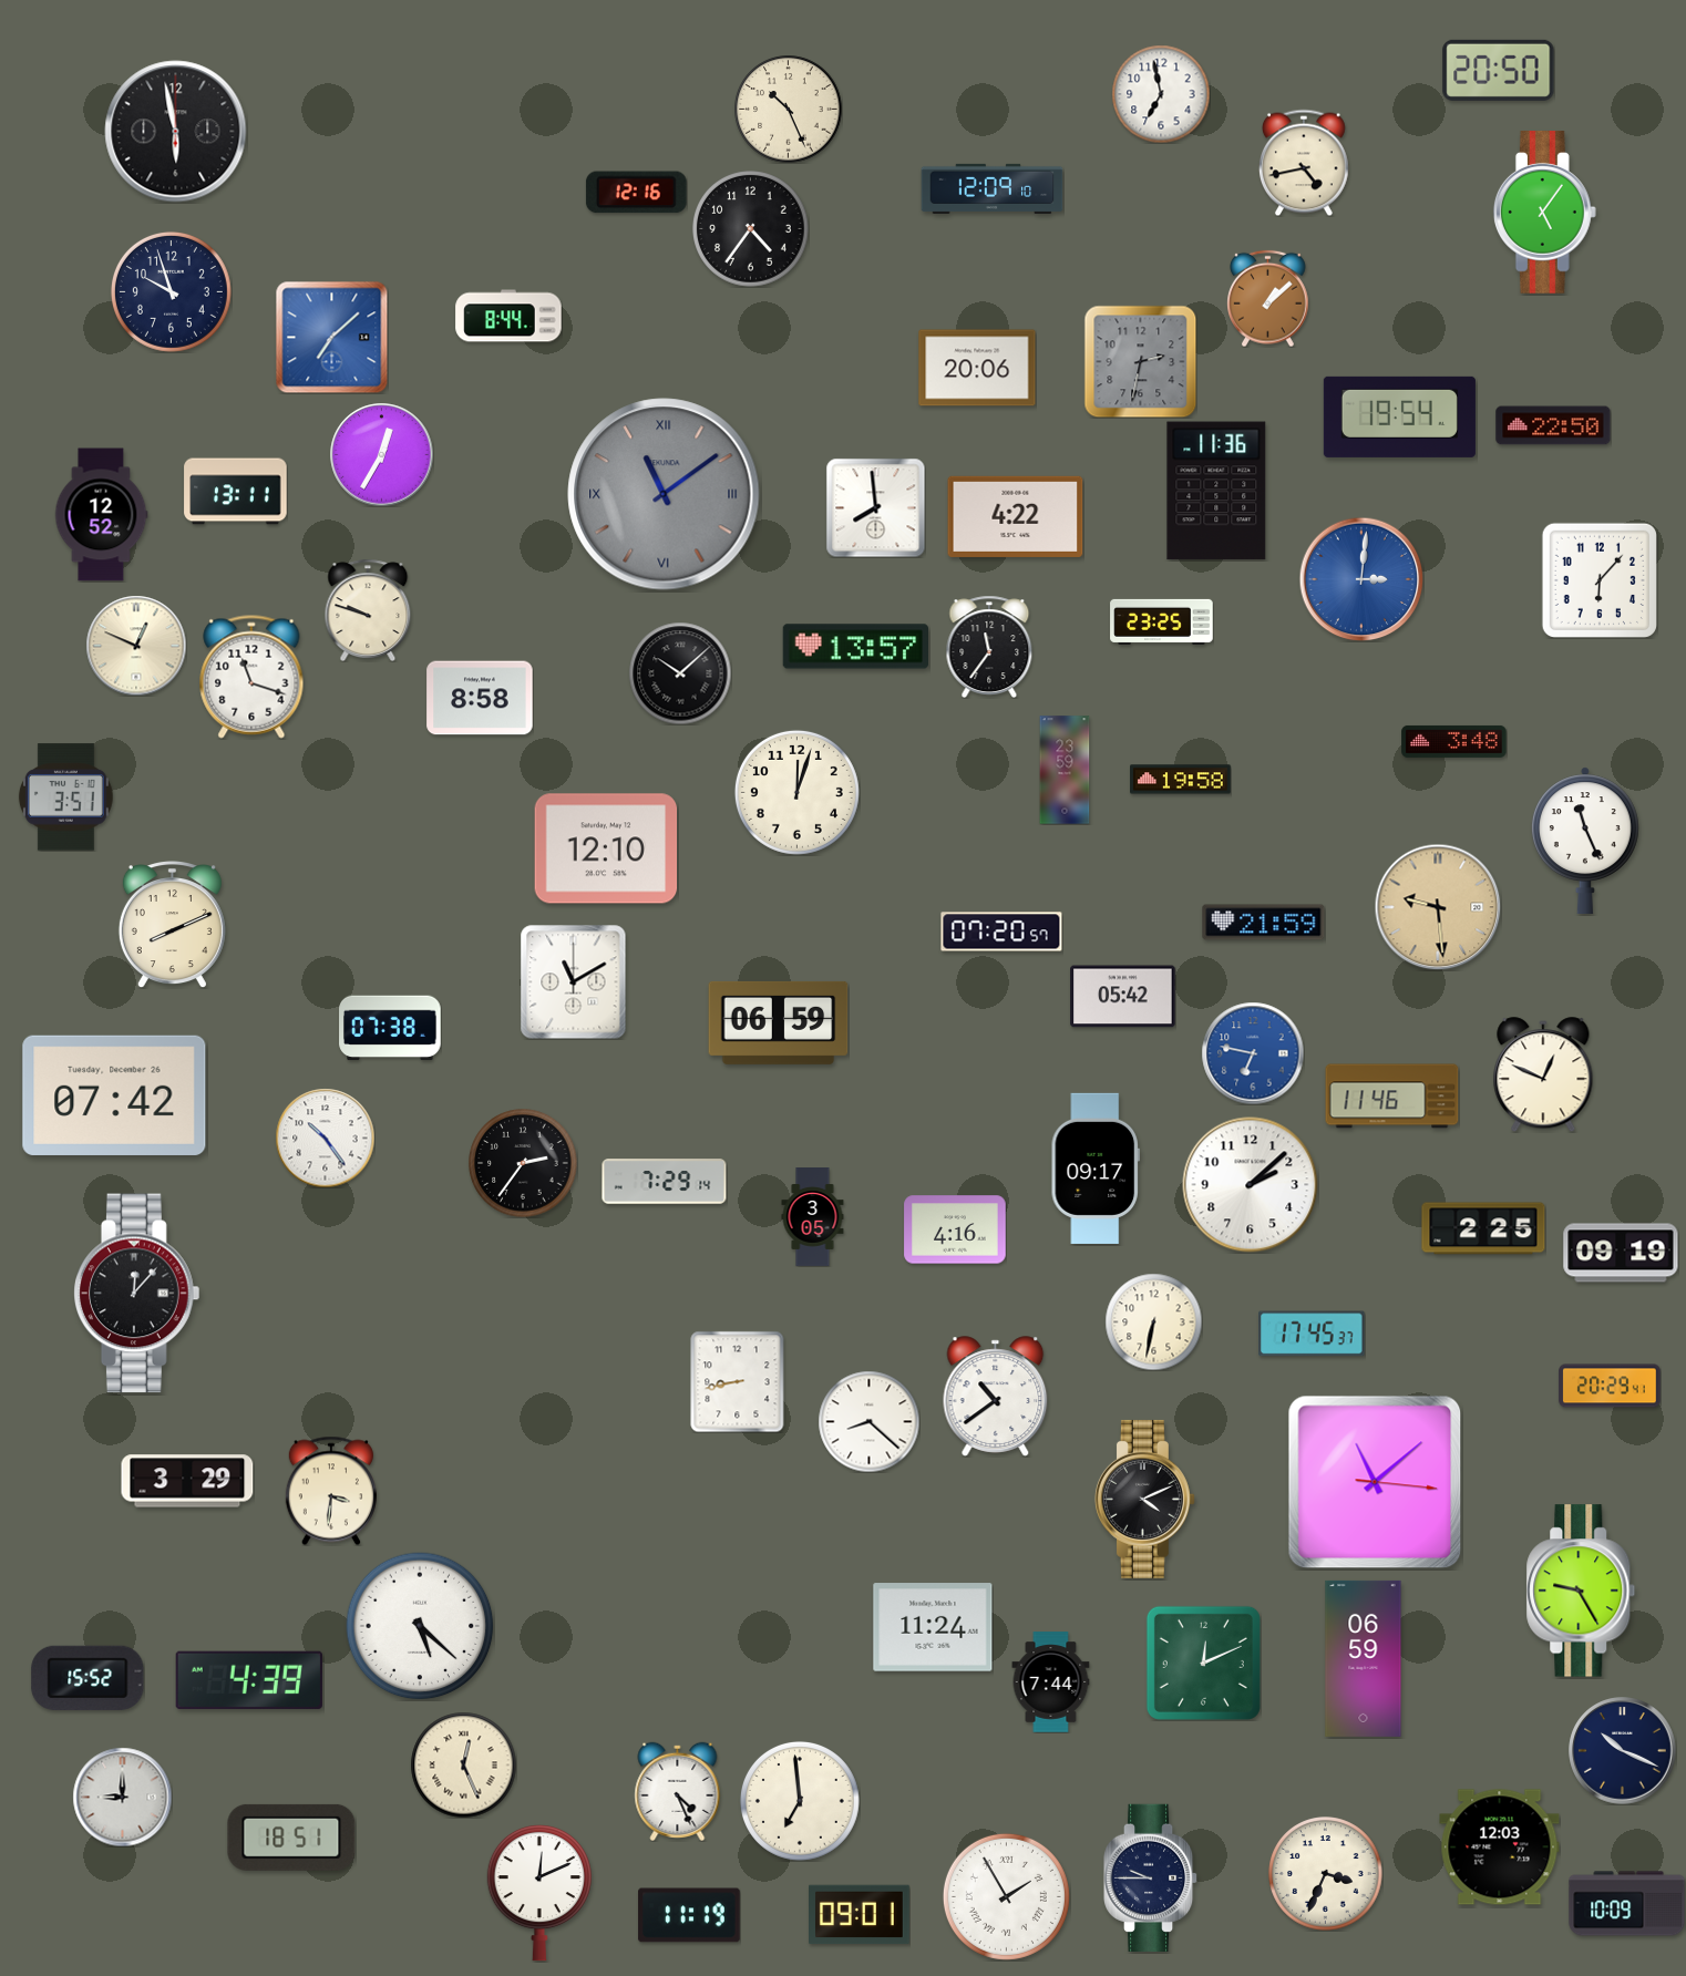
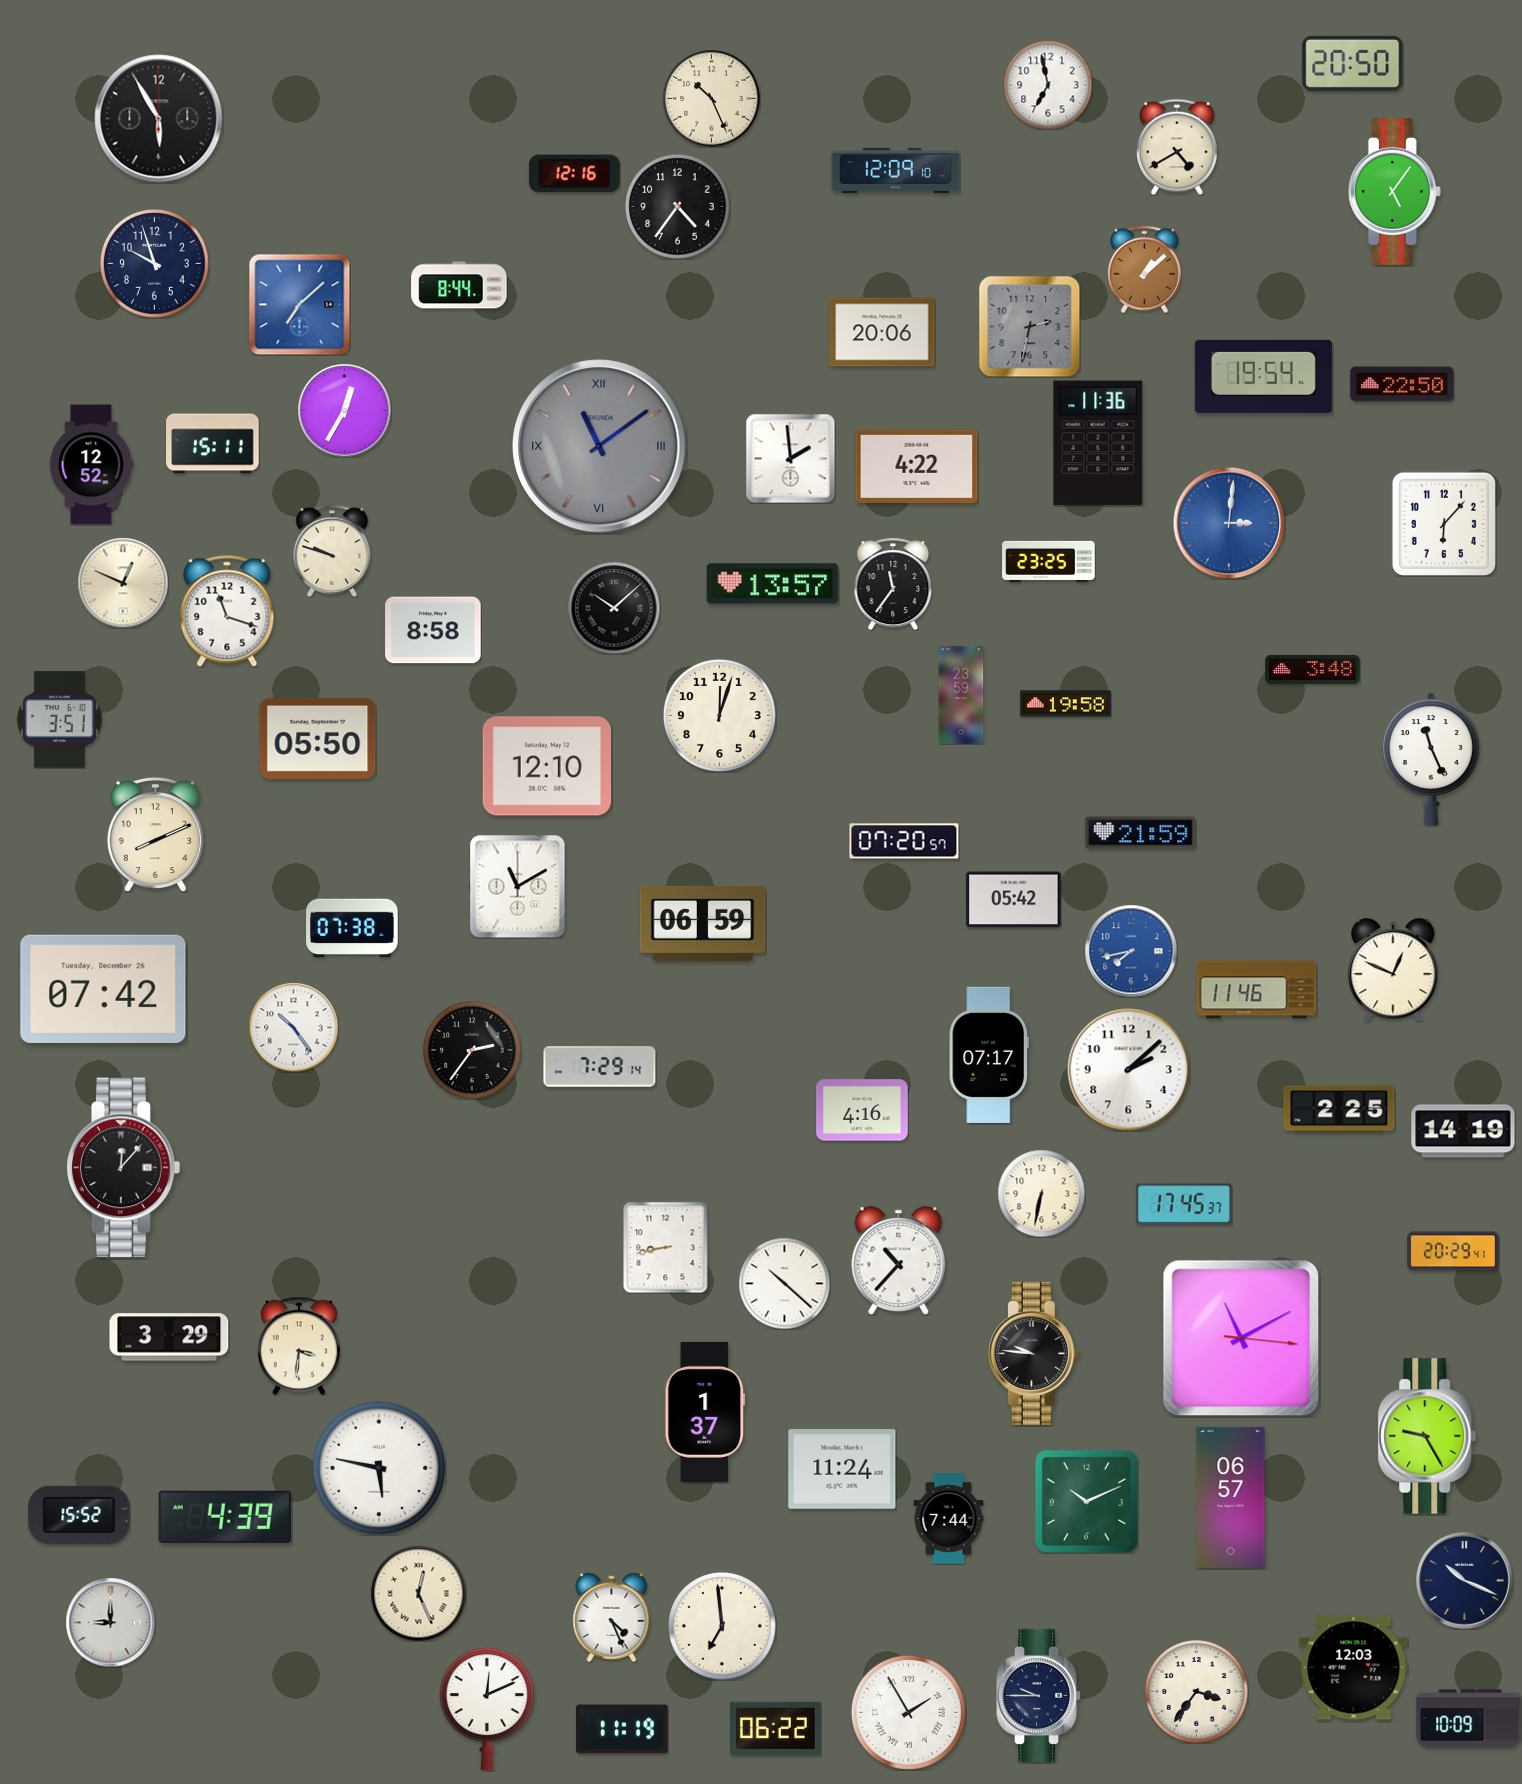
clock at (176, 132): 5:58 -> 5:55
clock at (1304, 163): 4:43 -> 4:40
clock at (236, 492): 13:11 -> 15:11
clock at (875, 507): 7:59 -> 1:59
clock at (318, 738): none -> 05:50
clock at (1438, 907): 9:29 -> none
clock at (1253, 1053): 6:47 -> 7:43
clock at (1096, 1169): 09:17 -> 07:17
clock at (813, 1217): 3:05 -> none
clock at (1621, 1253): 09:19 -> 14:19
clock at (996, 1397): 10:39 -> 10:37
clock at (868, 1421): 8:22 -> 10:22
clock at (1375, 1482): 11:08 -> 11:10
clock at (1144, 1499): 4:11 -> 9:46
clock at (705, 1412): none -> 1:37
clock at (420, 1626): 5:22 -> 5:47
clock at (1364, 1658): 06:59 -> 06:57
clock at (1203, 1663): 12:11 -> 10:11
clock at (291, 1838): 18:51 -> none
clock at (1326, 1874): 3:34 -> 3:36
clock at (860, 1915): 09:01 -> 06:22
